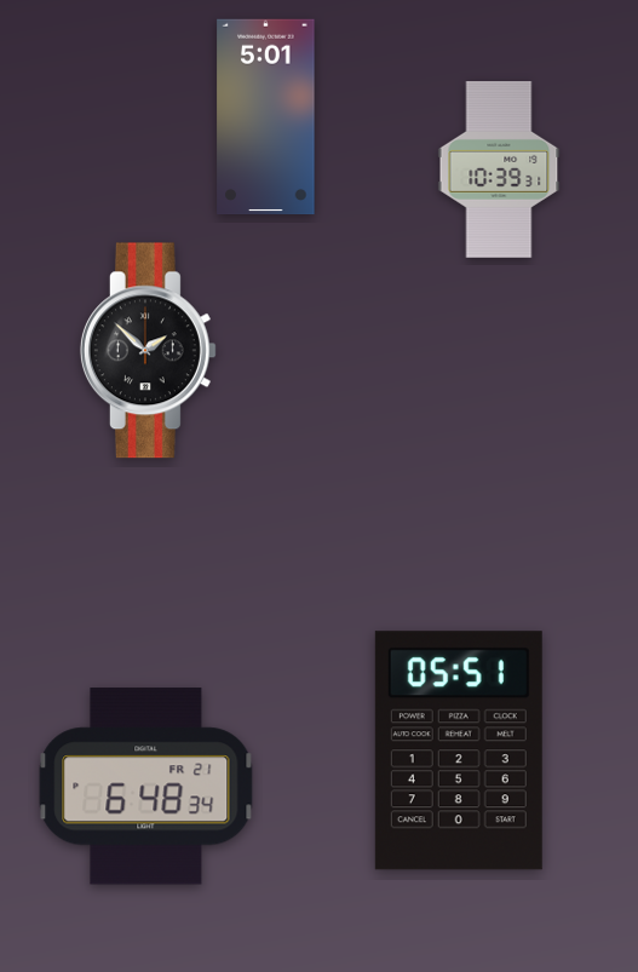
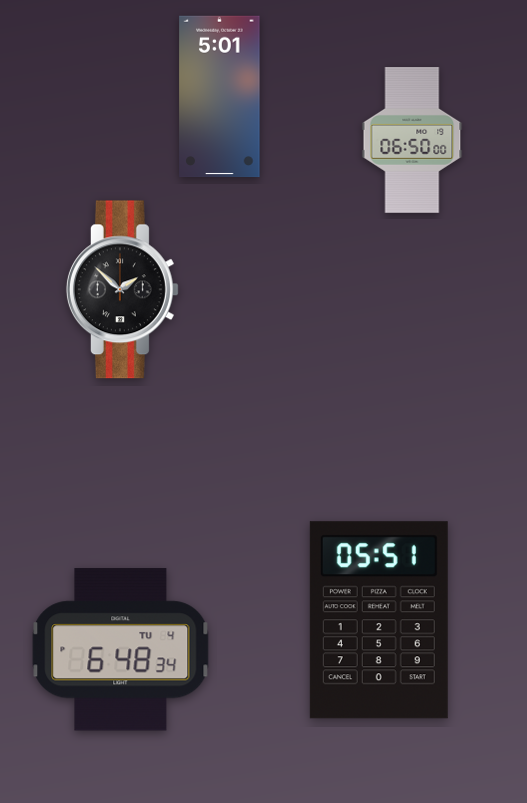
clock at (499, 171): 10:39 -> 06:50
clock at (146, 787) date: FR 21 -> TU 4
